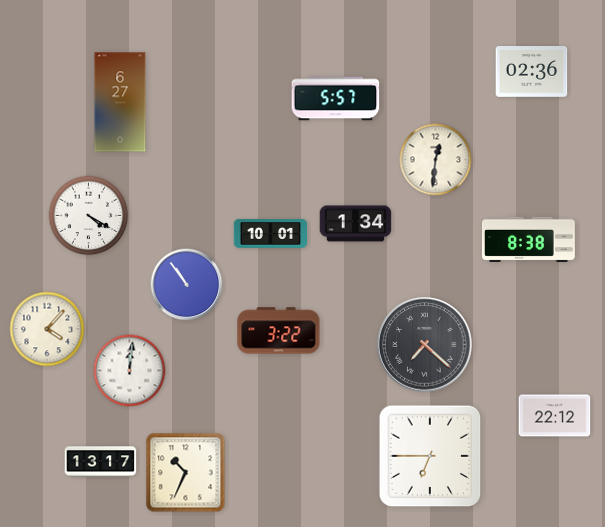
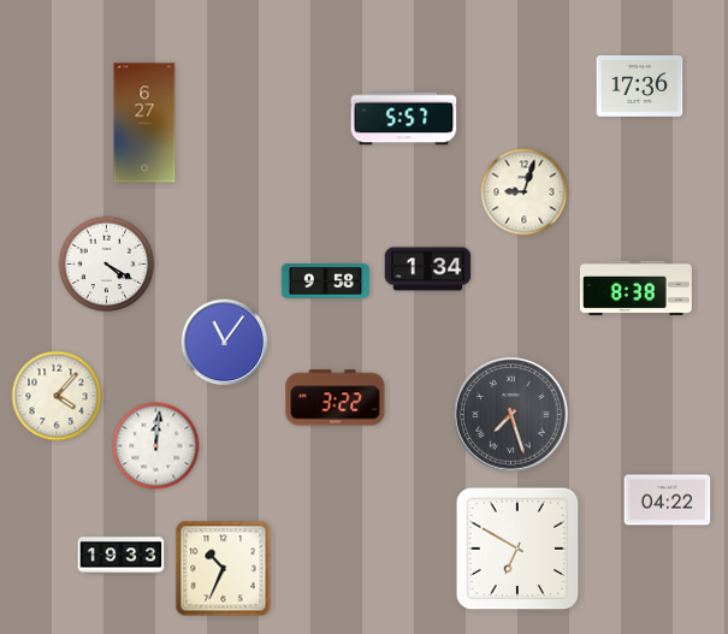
clock at (532, 72): 02:36 -> 17:36
clock at (436, 160): 12:31 -> 9:03
clock at (89, 216) position: (89, 216) -> (107, 265)
clock at (271, 234): 10:01 -> 9:58
clock at (187, 285): 10:54 -> 11:06
clock at (425, 345): 7:22 -> 7:27
clock at (555, 416): 22:12 -> 04:22
clock at (430, 456): 6:45 -> 6:50
clock at (101, 462): 13:17 -> 19:33
